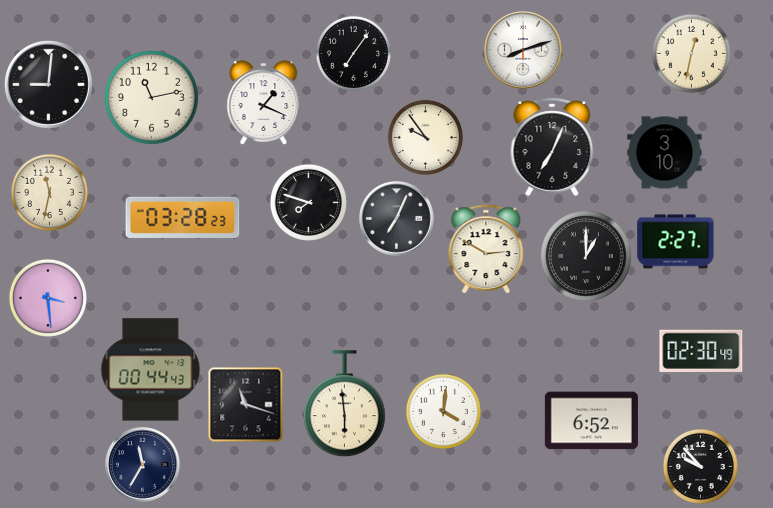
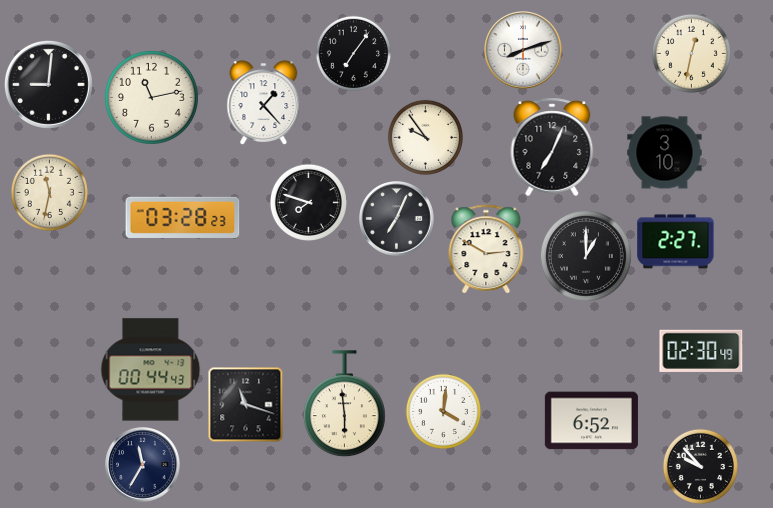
clock at (264, 103): 1:19 -> 1:23
clock at (48, 298): 3:29 -> none
